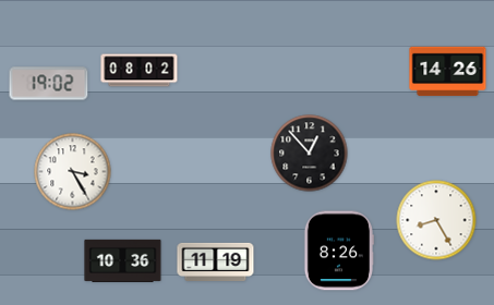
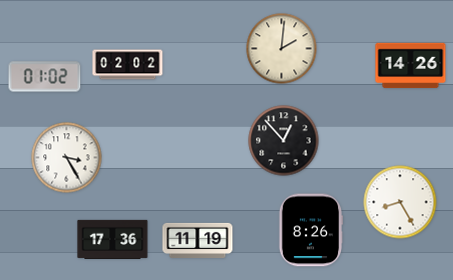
clock at (282, 49): none -> 2:01
clock at (140, 71): 08:02 -> 02:02
clock at (49, 84): 19:02 -> 01:02
clock at (123, 260): 10:36 -> 17:36
